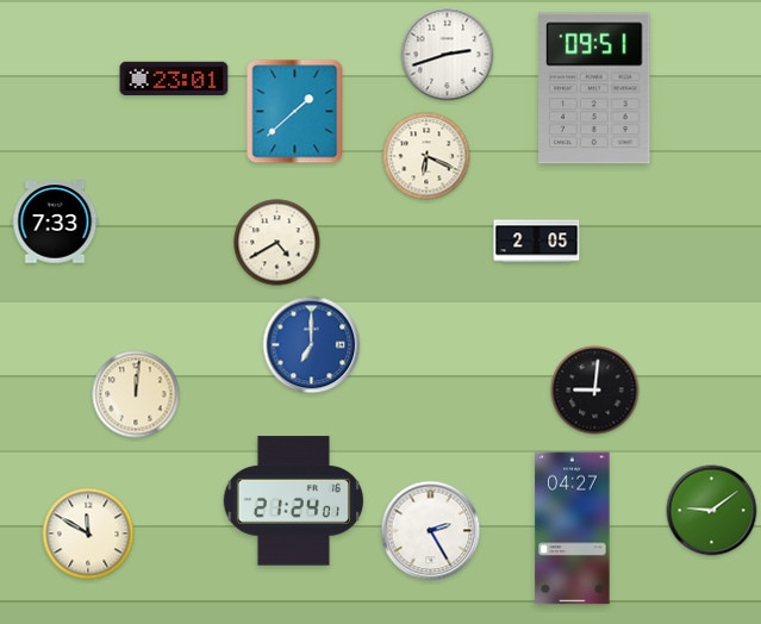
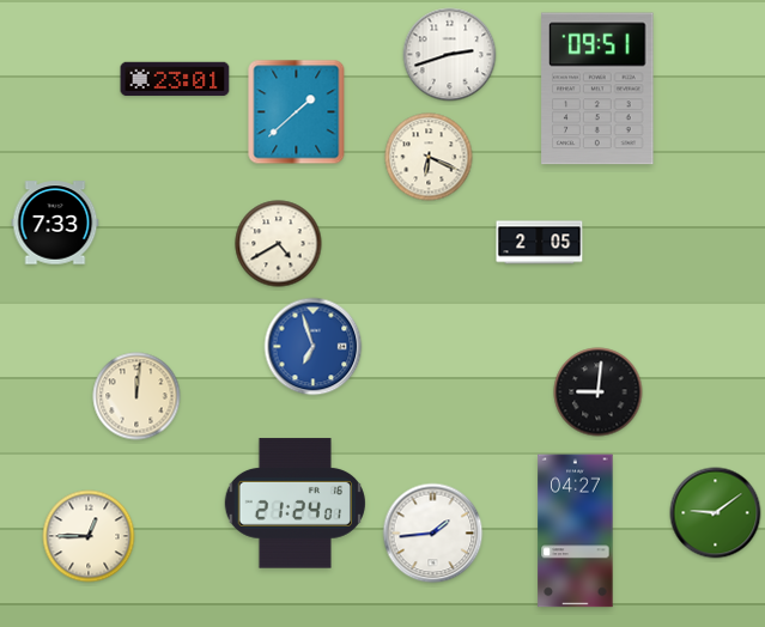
clock at (312, 345): 7:00 -> 6:57
clock at (431, 531): 2:25 -> 1:44
clock at (88, 533): 11:50 -> 12:45
